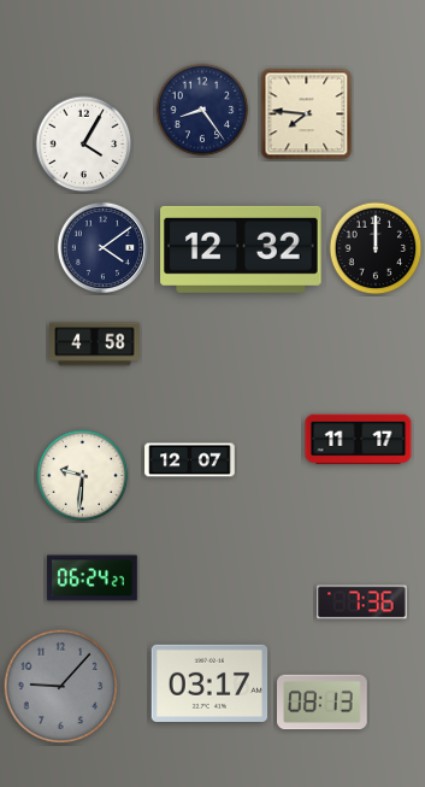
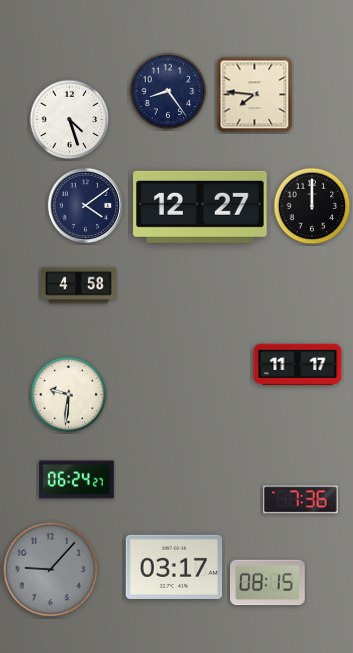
clock at (84, 145): 4:05 -> 4:27
clock at (241, 249): 12:32 -> 12:27
clock at (190, 460): 12:07 -> none
clock at (323, 703): 08:13 -> 08:15
